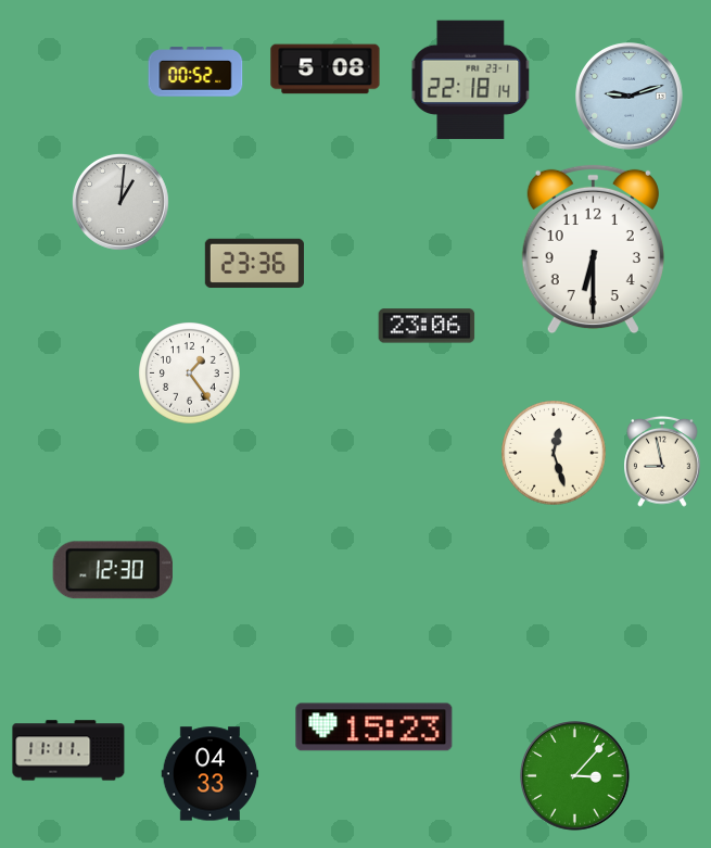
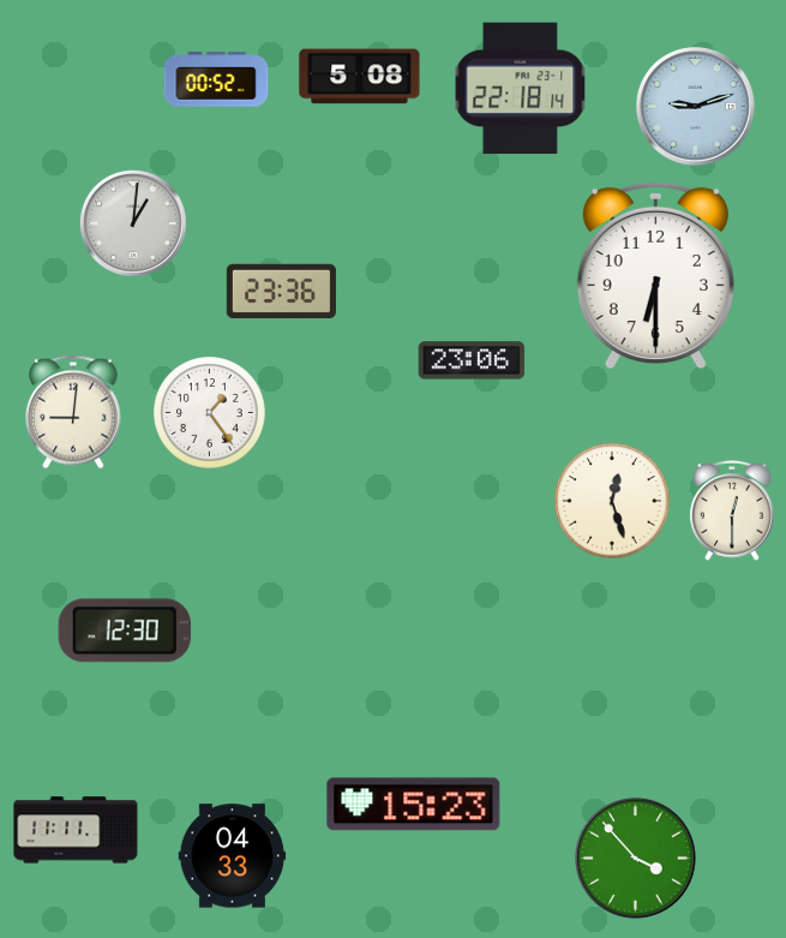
clock at (73, 412): none -> 9:01
clock at (662, 461): 8:58 -> 12:30
clock at (575, 776): 3:07 -> 3:53
